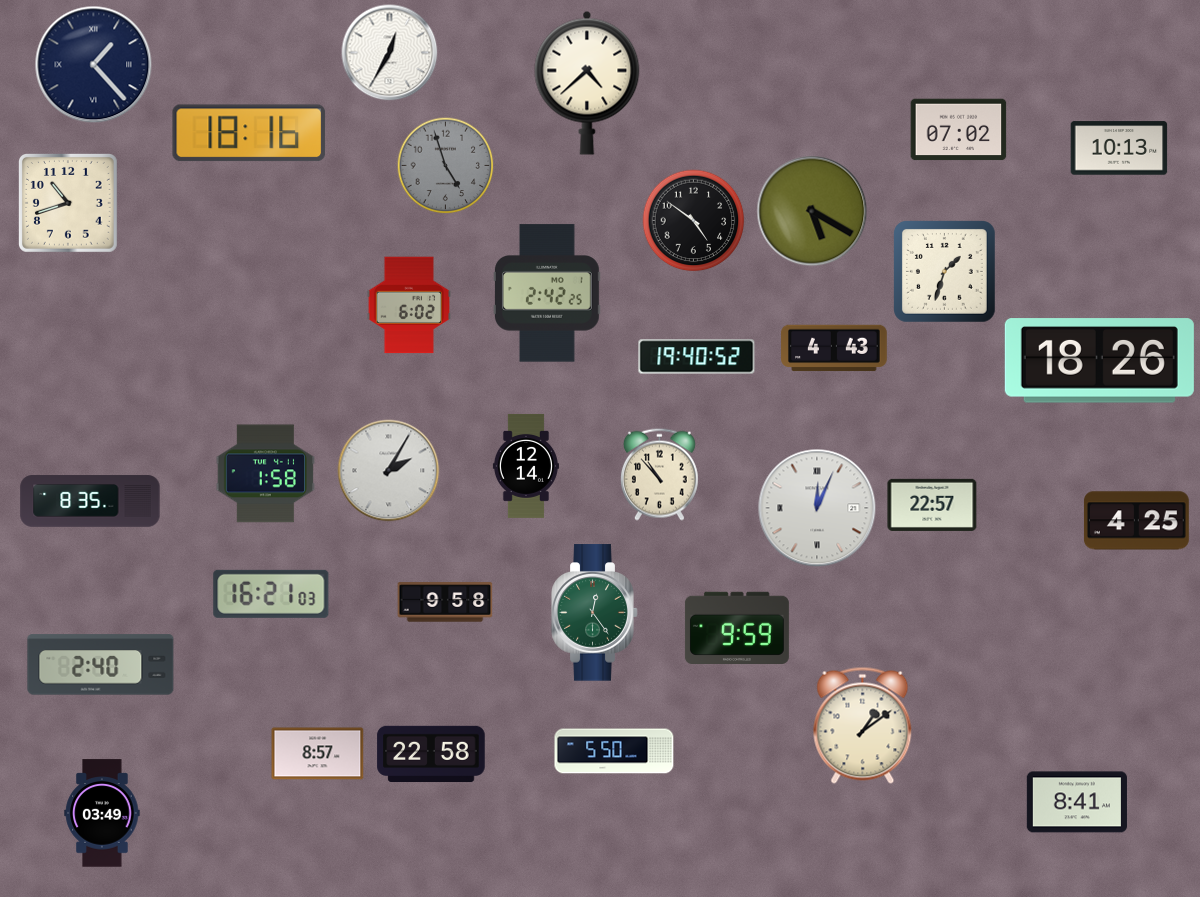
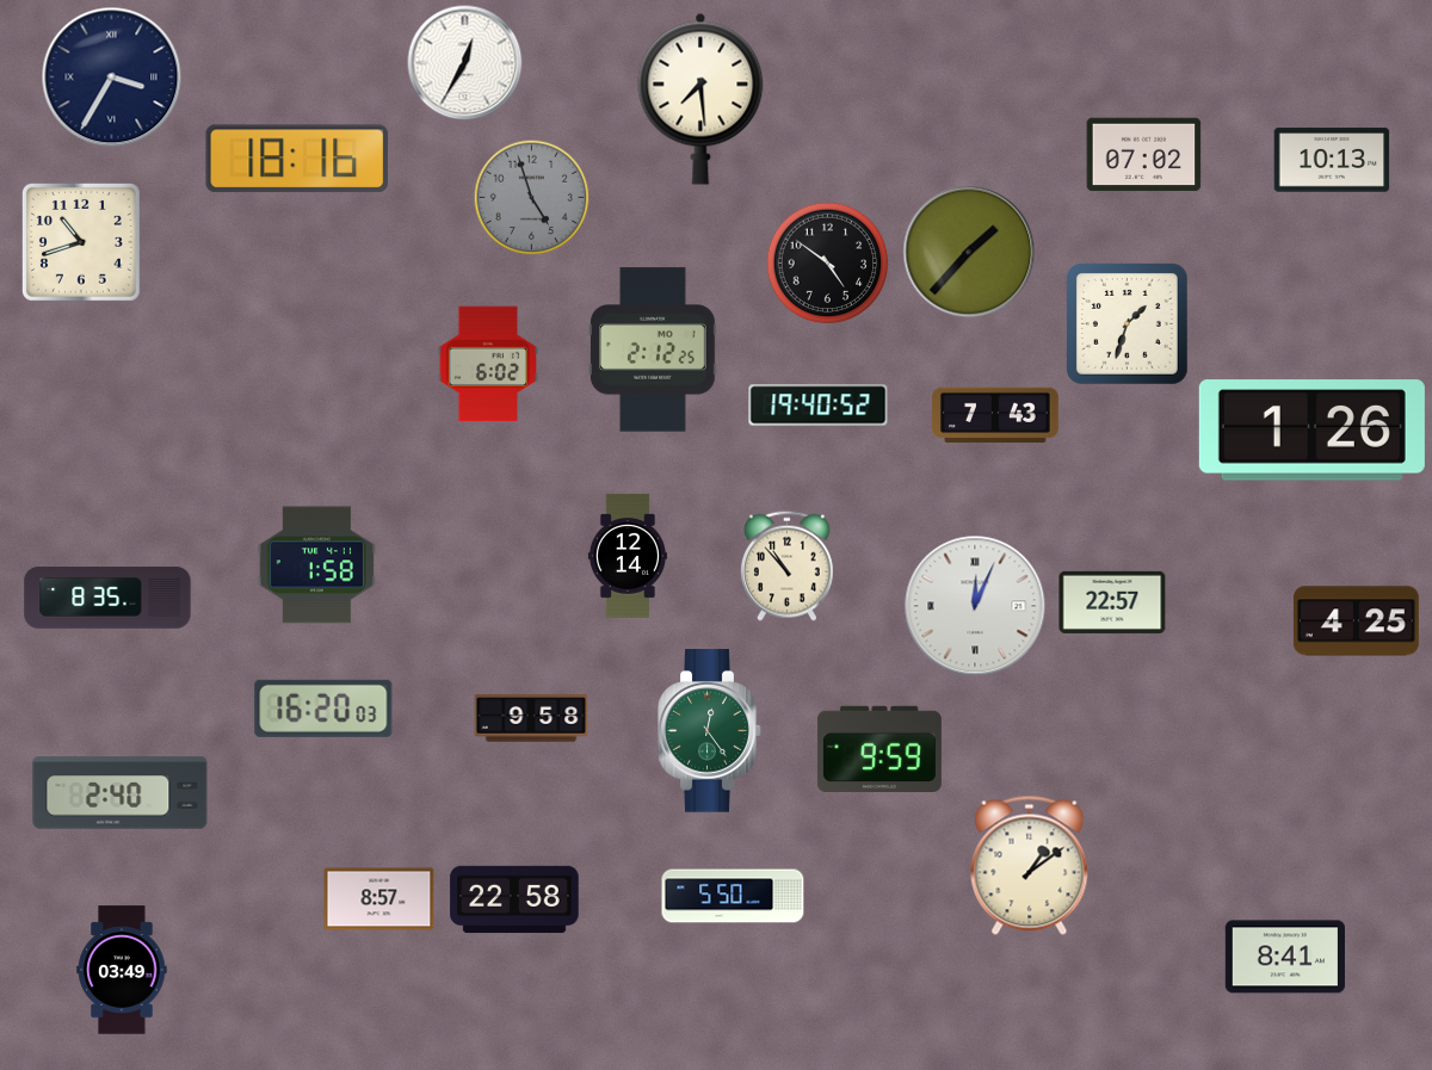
clock at (94, 65): 1:23 -> 3:35
clock at (587, 83): 4:38 -> 7:29
clock at (1119, 148) position: (1119, 148) -> (1332, 160)
clock at (812, 211): 5:20 -> 1:37
clock at (547, 293): 2:42 -> 2:12
clock at (834, 348): 4:43 -> 7:43
clock at (697, 357) position: (697, 357) -> (819, 406)
clock at (1099, 361): 18:26 -> 1:26
clock at (389, 471): 2:05 -> none
clock at (271, 594): 16:21 -> 16:20
